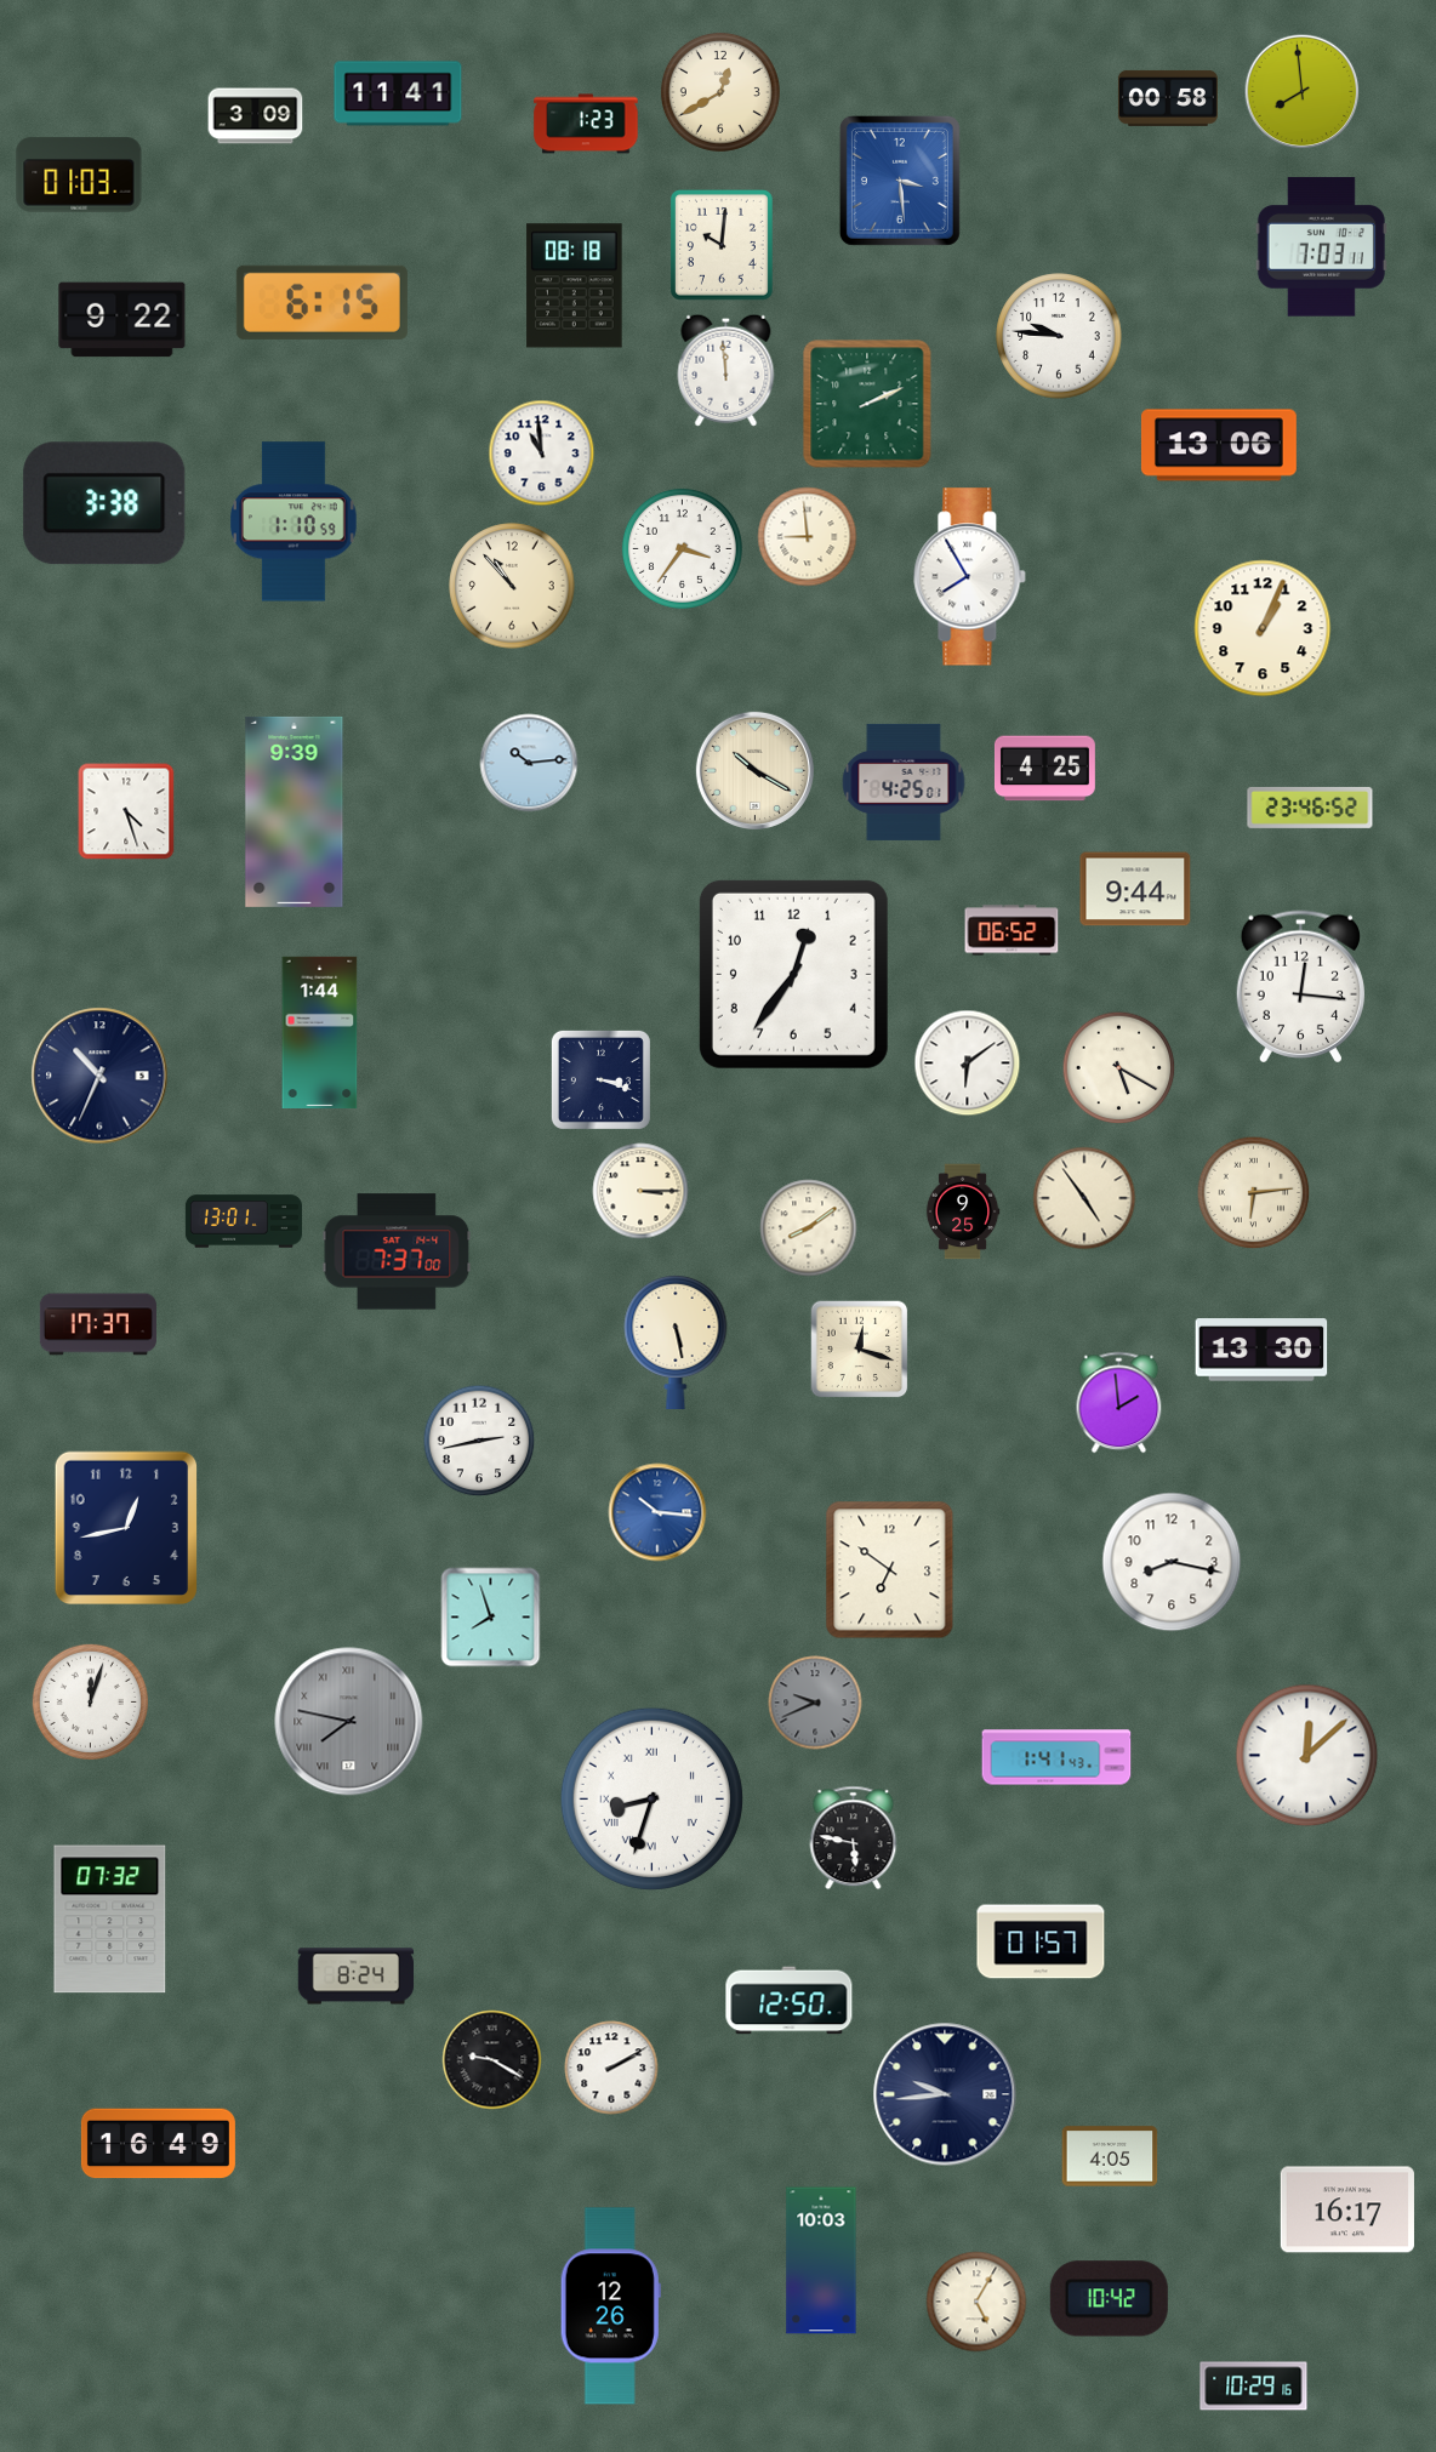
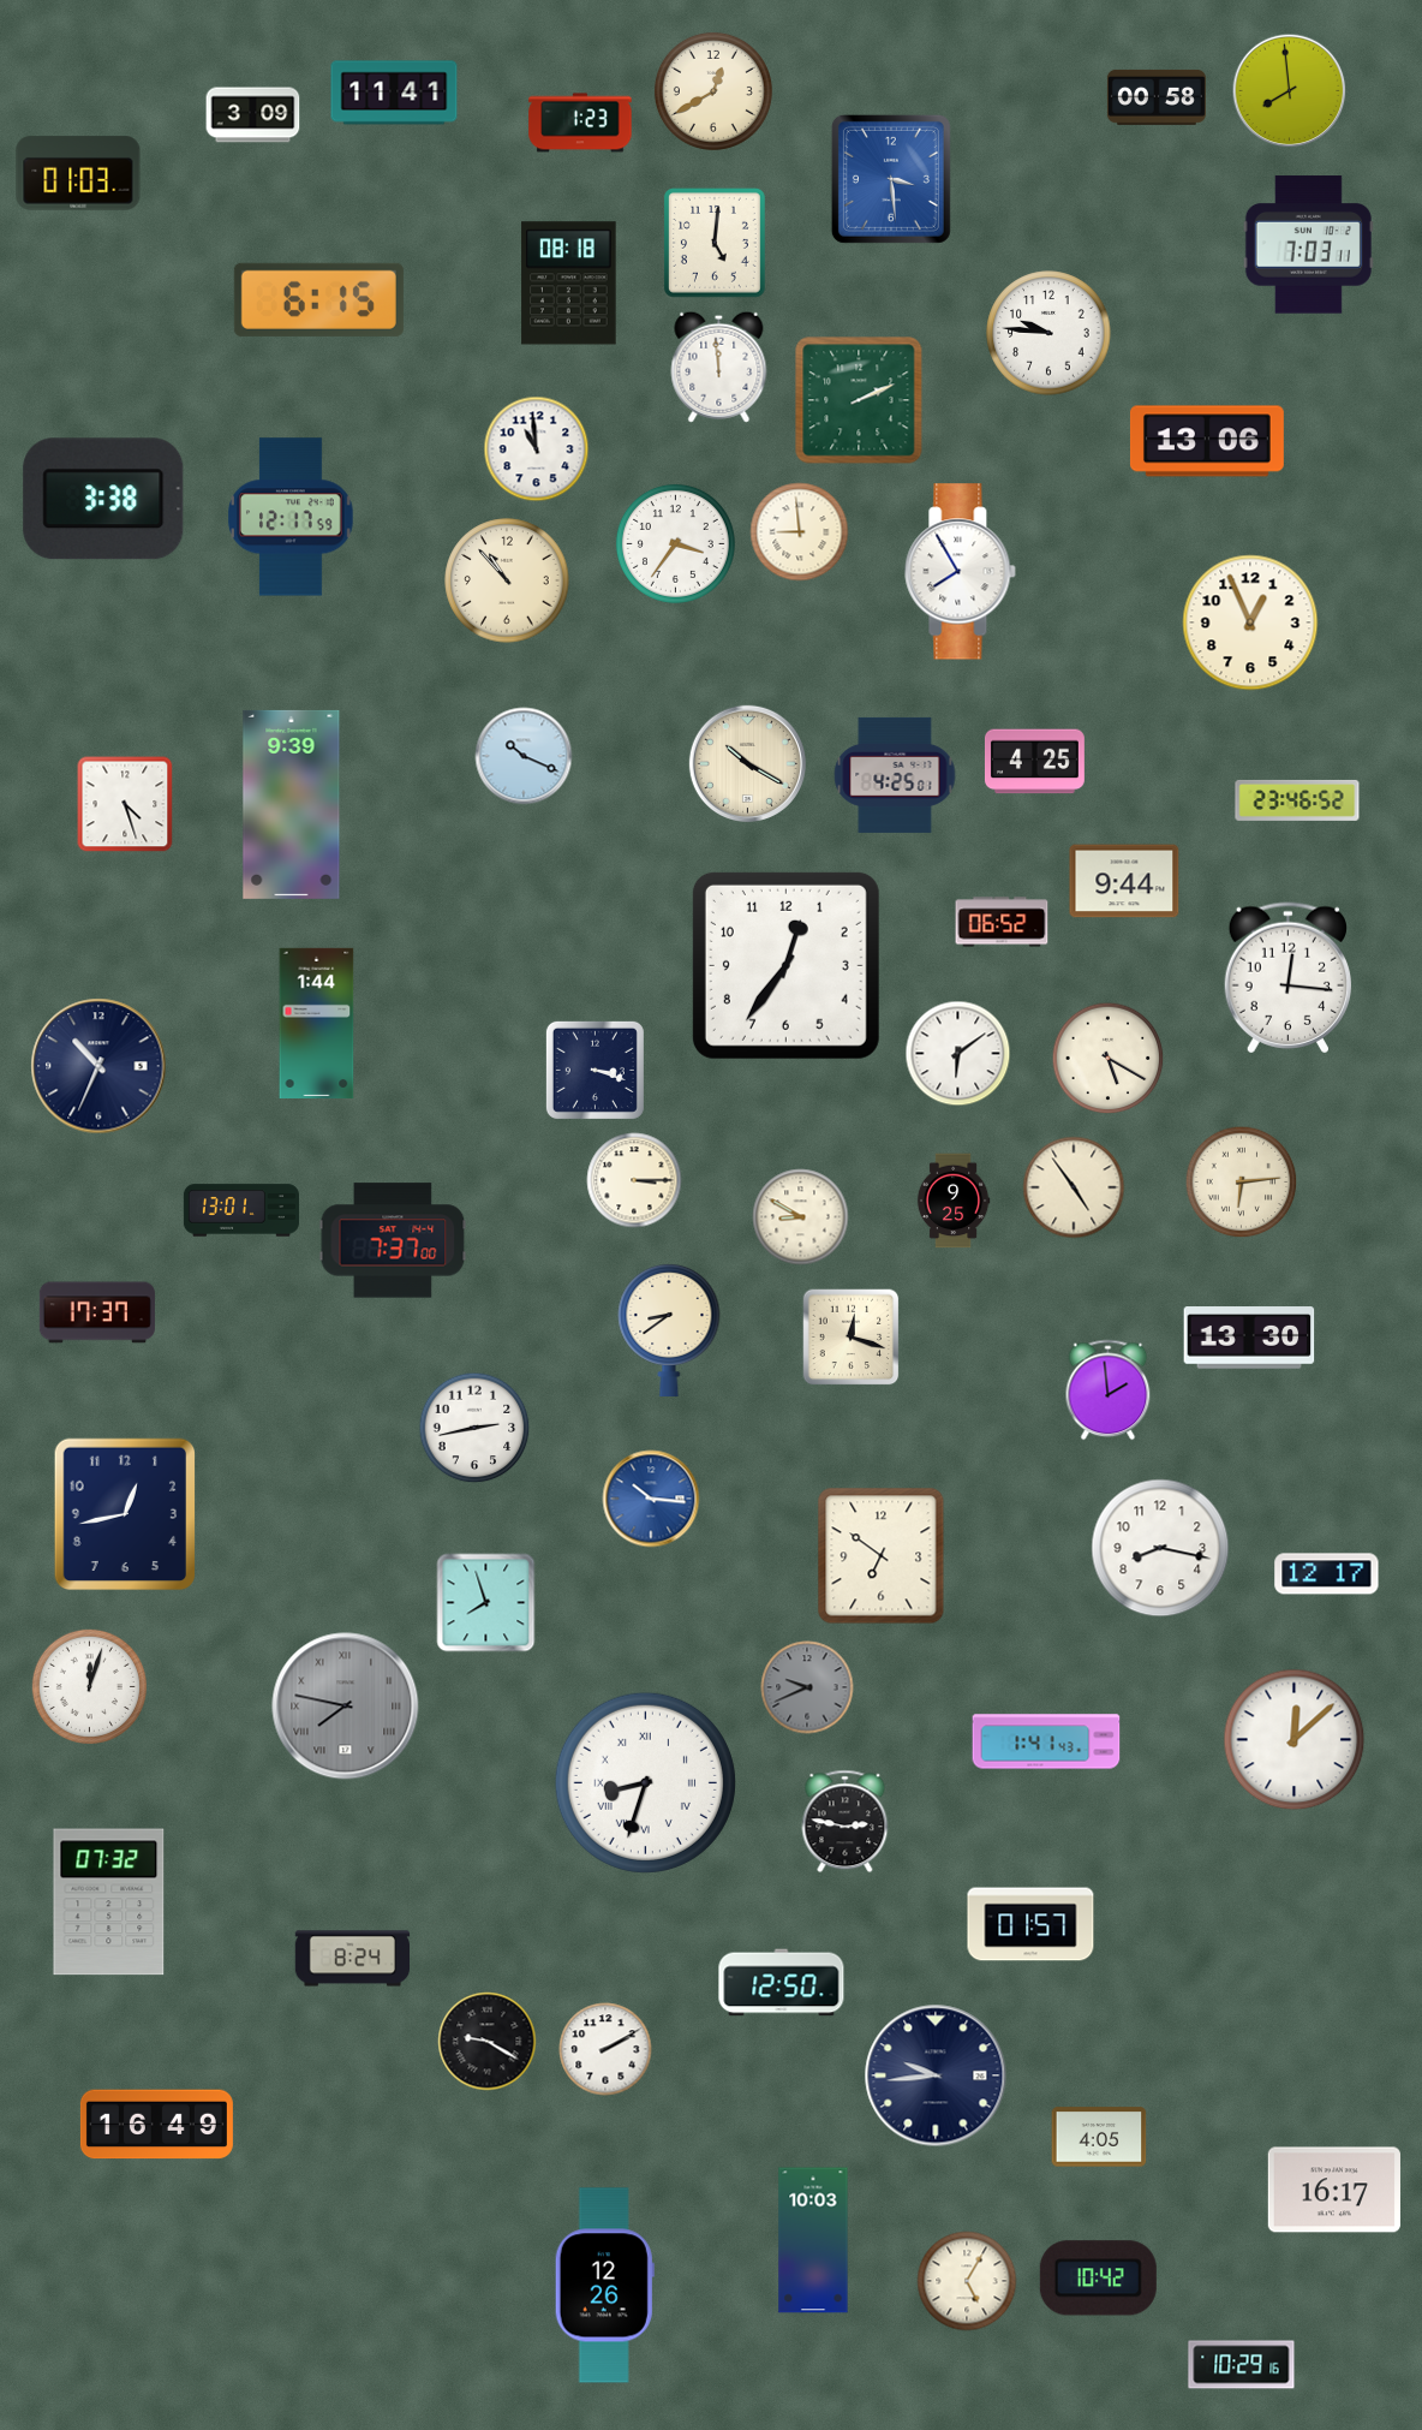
clock at (722, 246): 10:01 -> 5:01
clock at (122, 320): 9:22 -> none
clock at (295, 521): 1:10 -> 12:17
clock at (1263, 628): 1:04 -> 12:56
clock at (529, 763): 10:14 -> 10:19
clock at (809, 1228): 8:09 -> 8:50
clock at (676, 1341): 5:28 -> 8:39
clock at (1327, 1574): none -> 12:17
clock at (854, 1838): 5:47 -> 2:47
